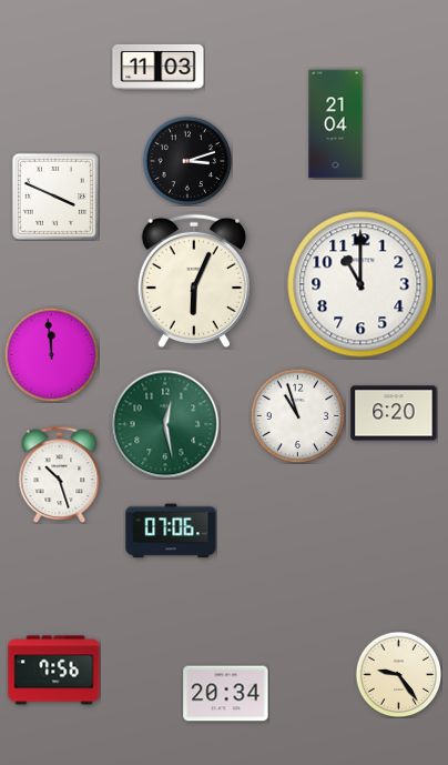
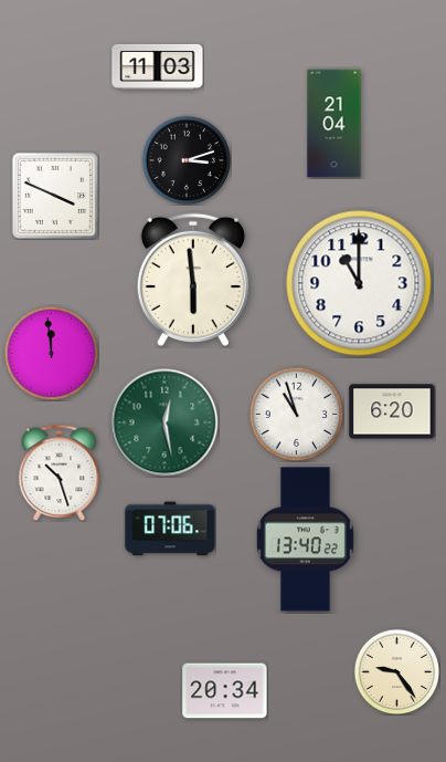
clock at (194, 281): 6:04 -> 5:59
clock at (305, 540): none -> 13:40
clock at (54, 671): 7:56 -> none
